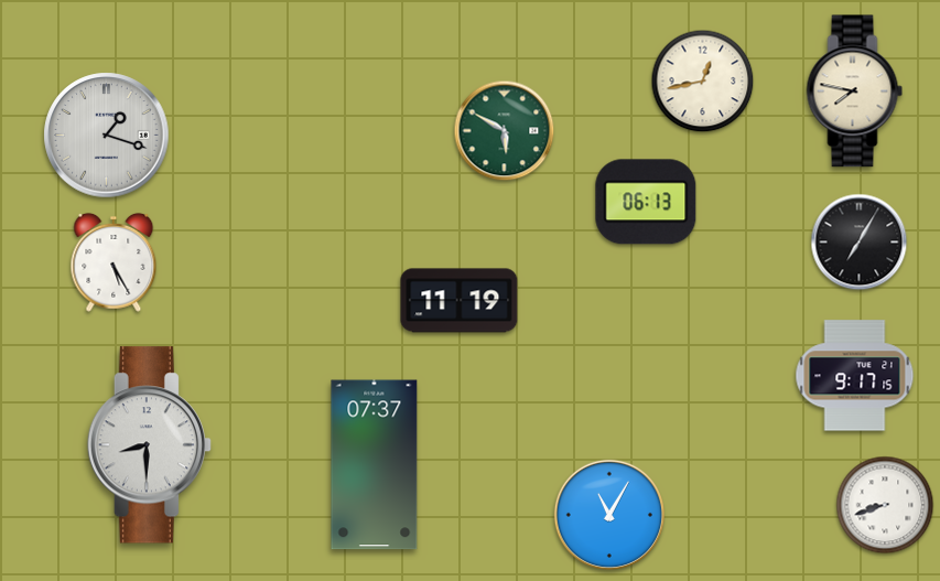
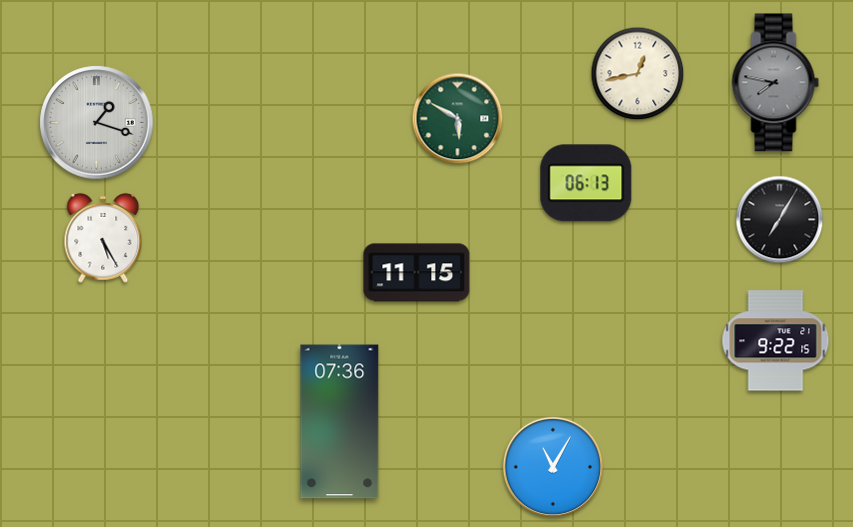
clock at (855, 92) dial: cream -> grey
clock at (460, 301): 11:19 -> 11:15
clock at (855, 376): 9:17 -> 9:22
clock at (149, 445): 8:30 -> none
clock at (375, 465): 07:37 -> 07:36
clock at (885, 505): 8:42 -> none
